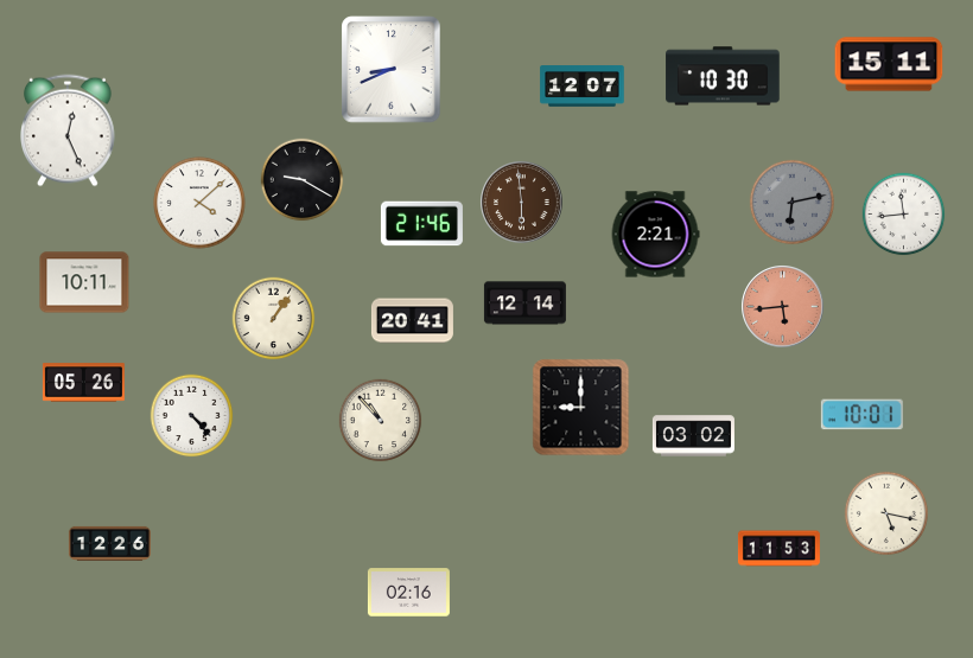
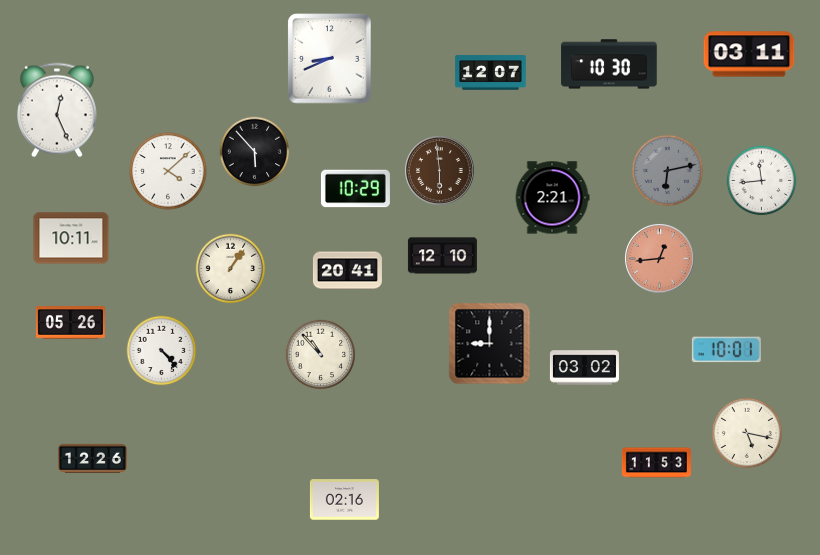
clock at (889, 64): 15:11 -> 03:11
clock at (303, 180): 9:20 -> 5:53
clock at (421, 224): 21:46 -> 10:29
clock at (524, 304): 12:14 -> 12:10
clock at (783, 307): 5:44 -> 12:44
